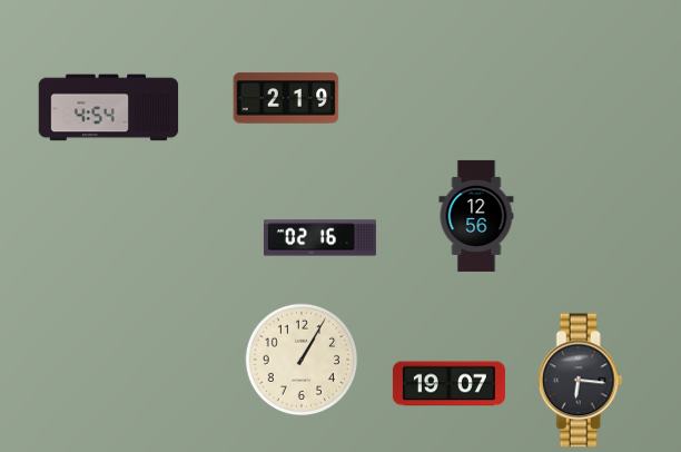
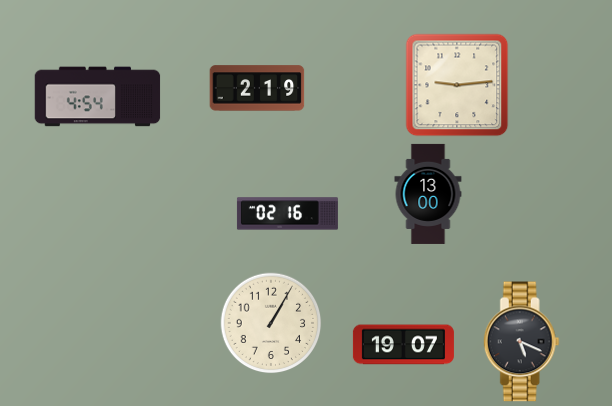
clock at (457, 85): none -> 9:14
clock at (476, 216): 12:56 -> 13:00
clock at (580, 381): 6:16 -> 5:19
